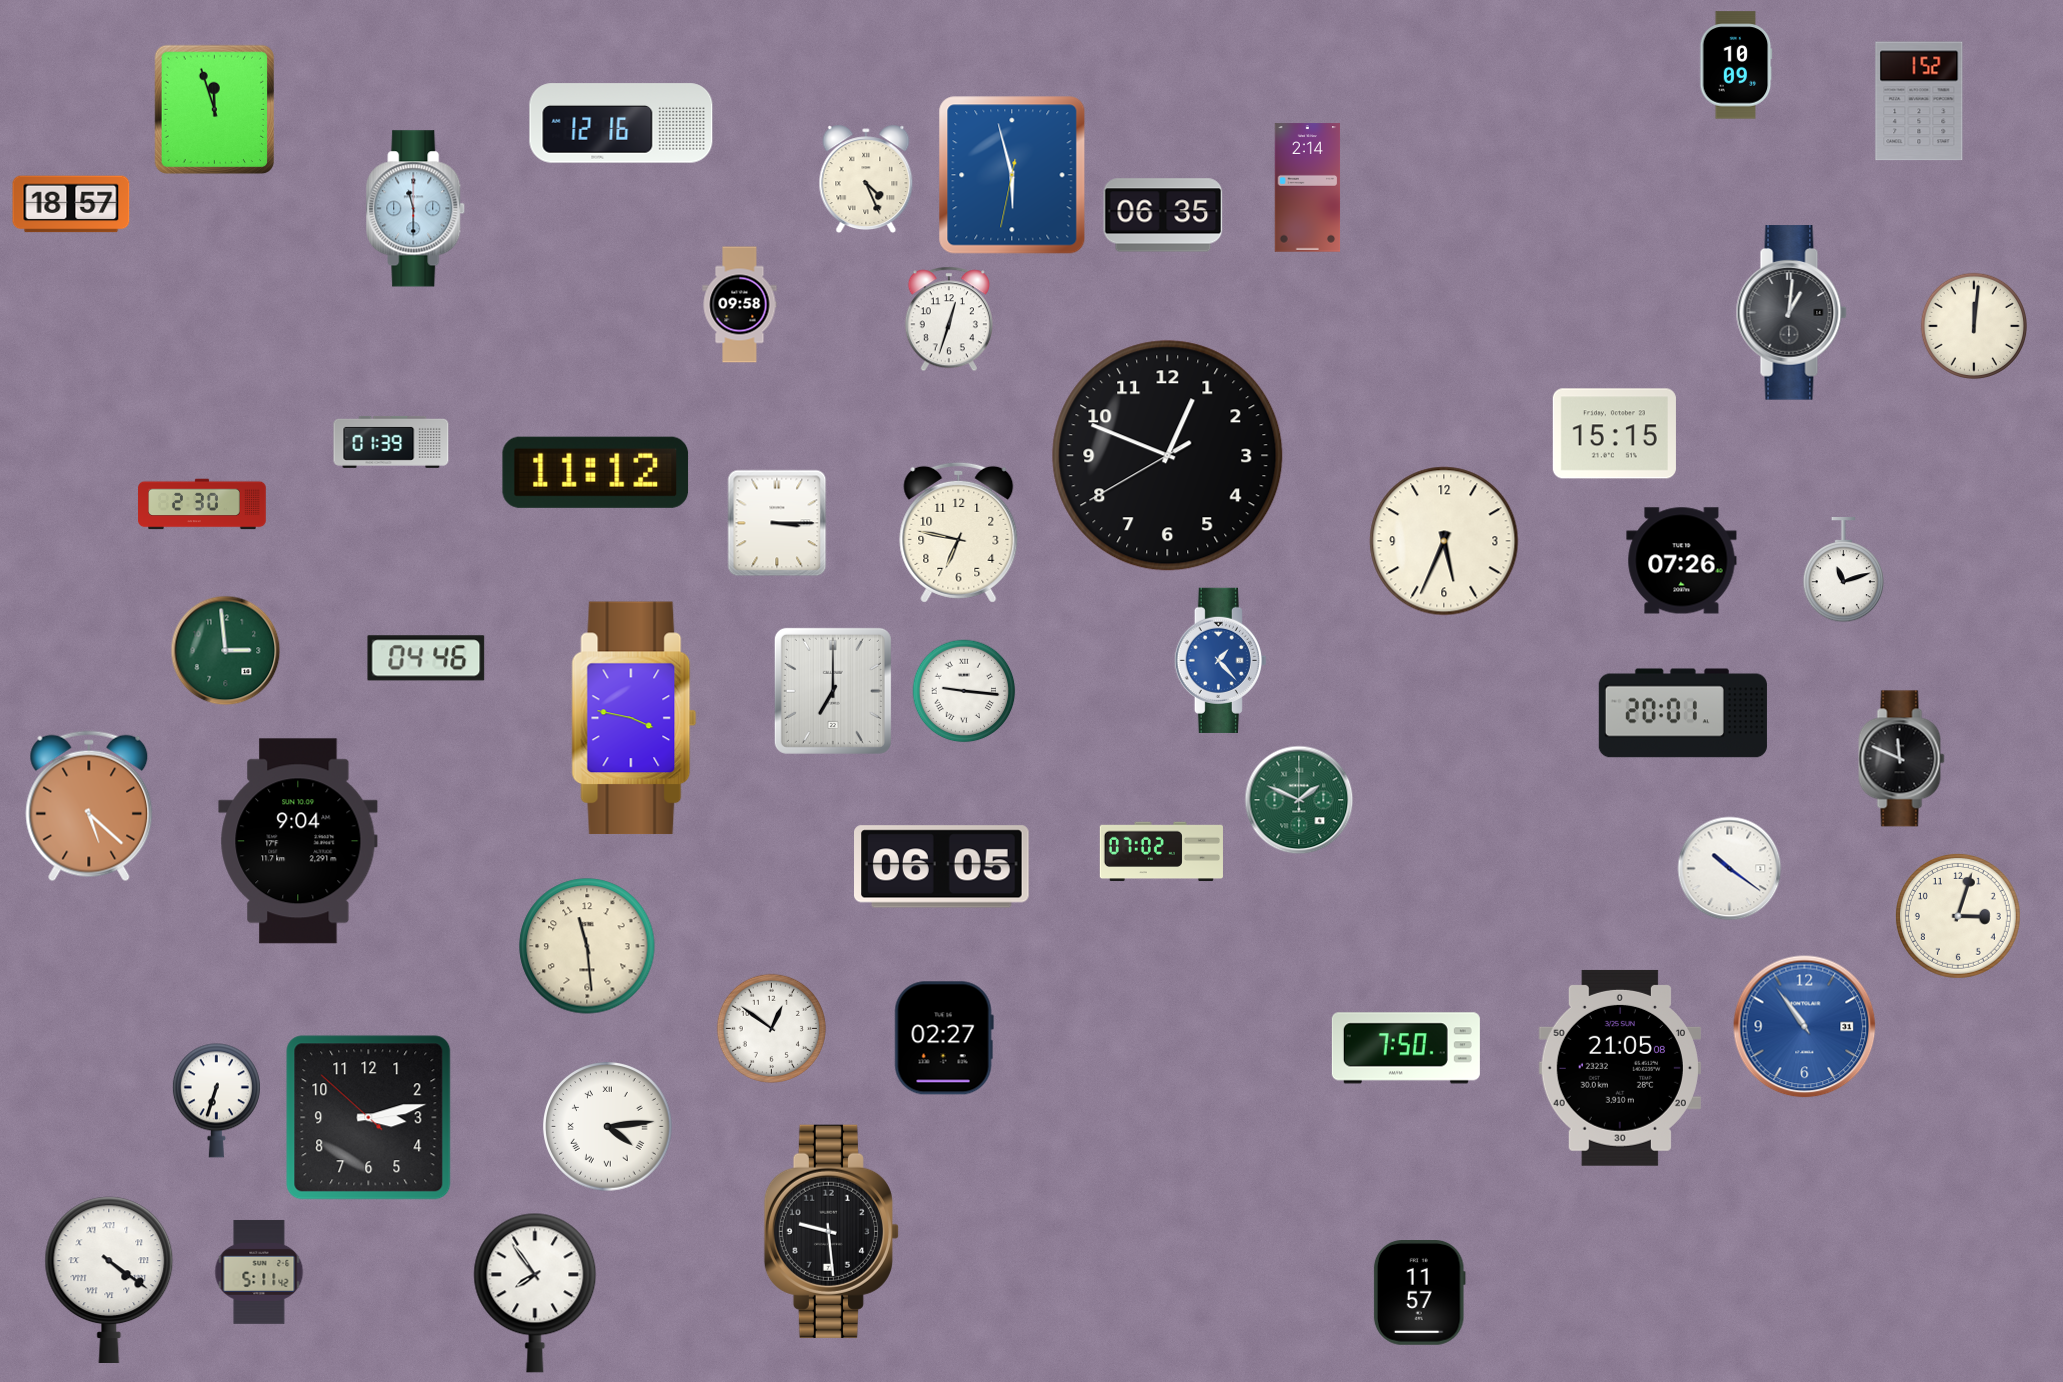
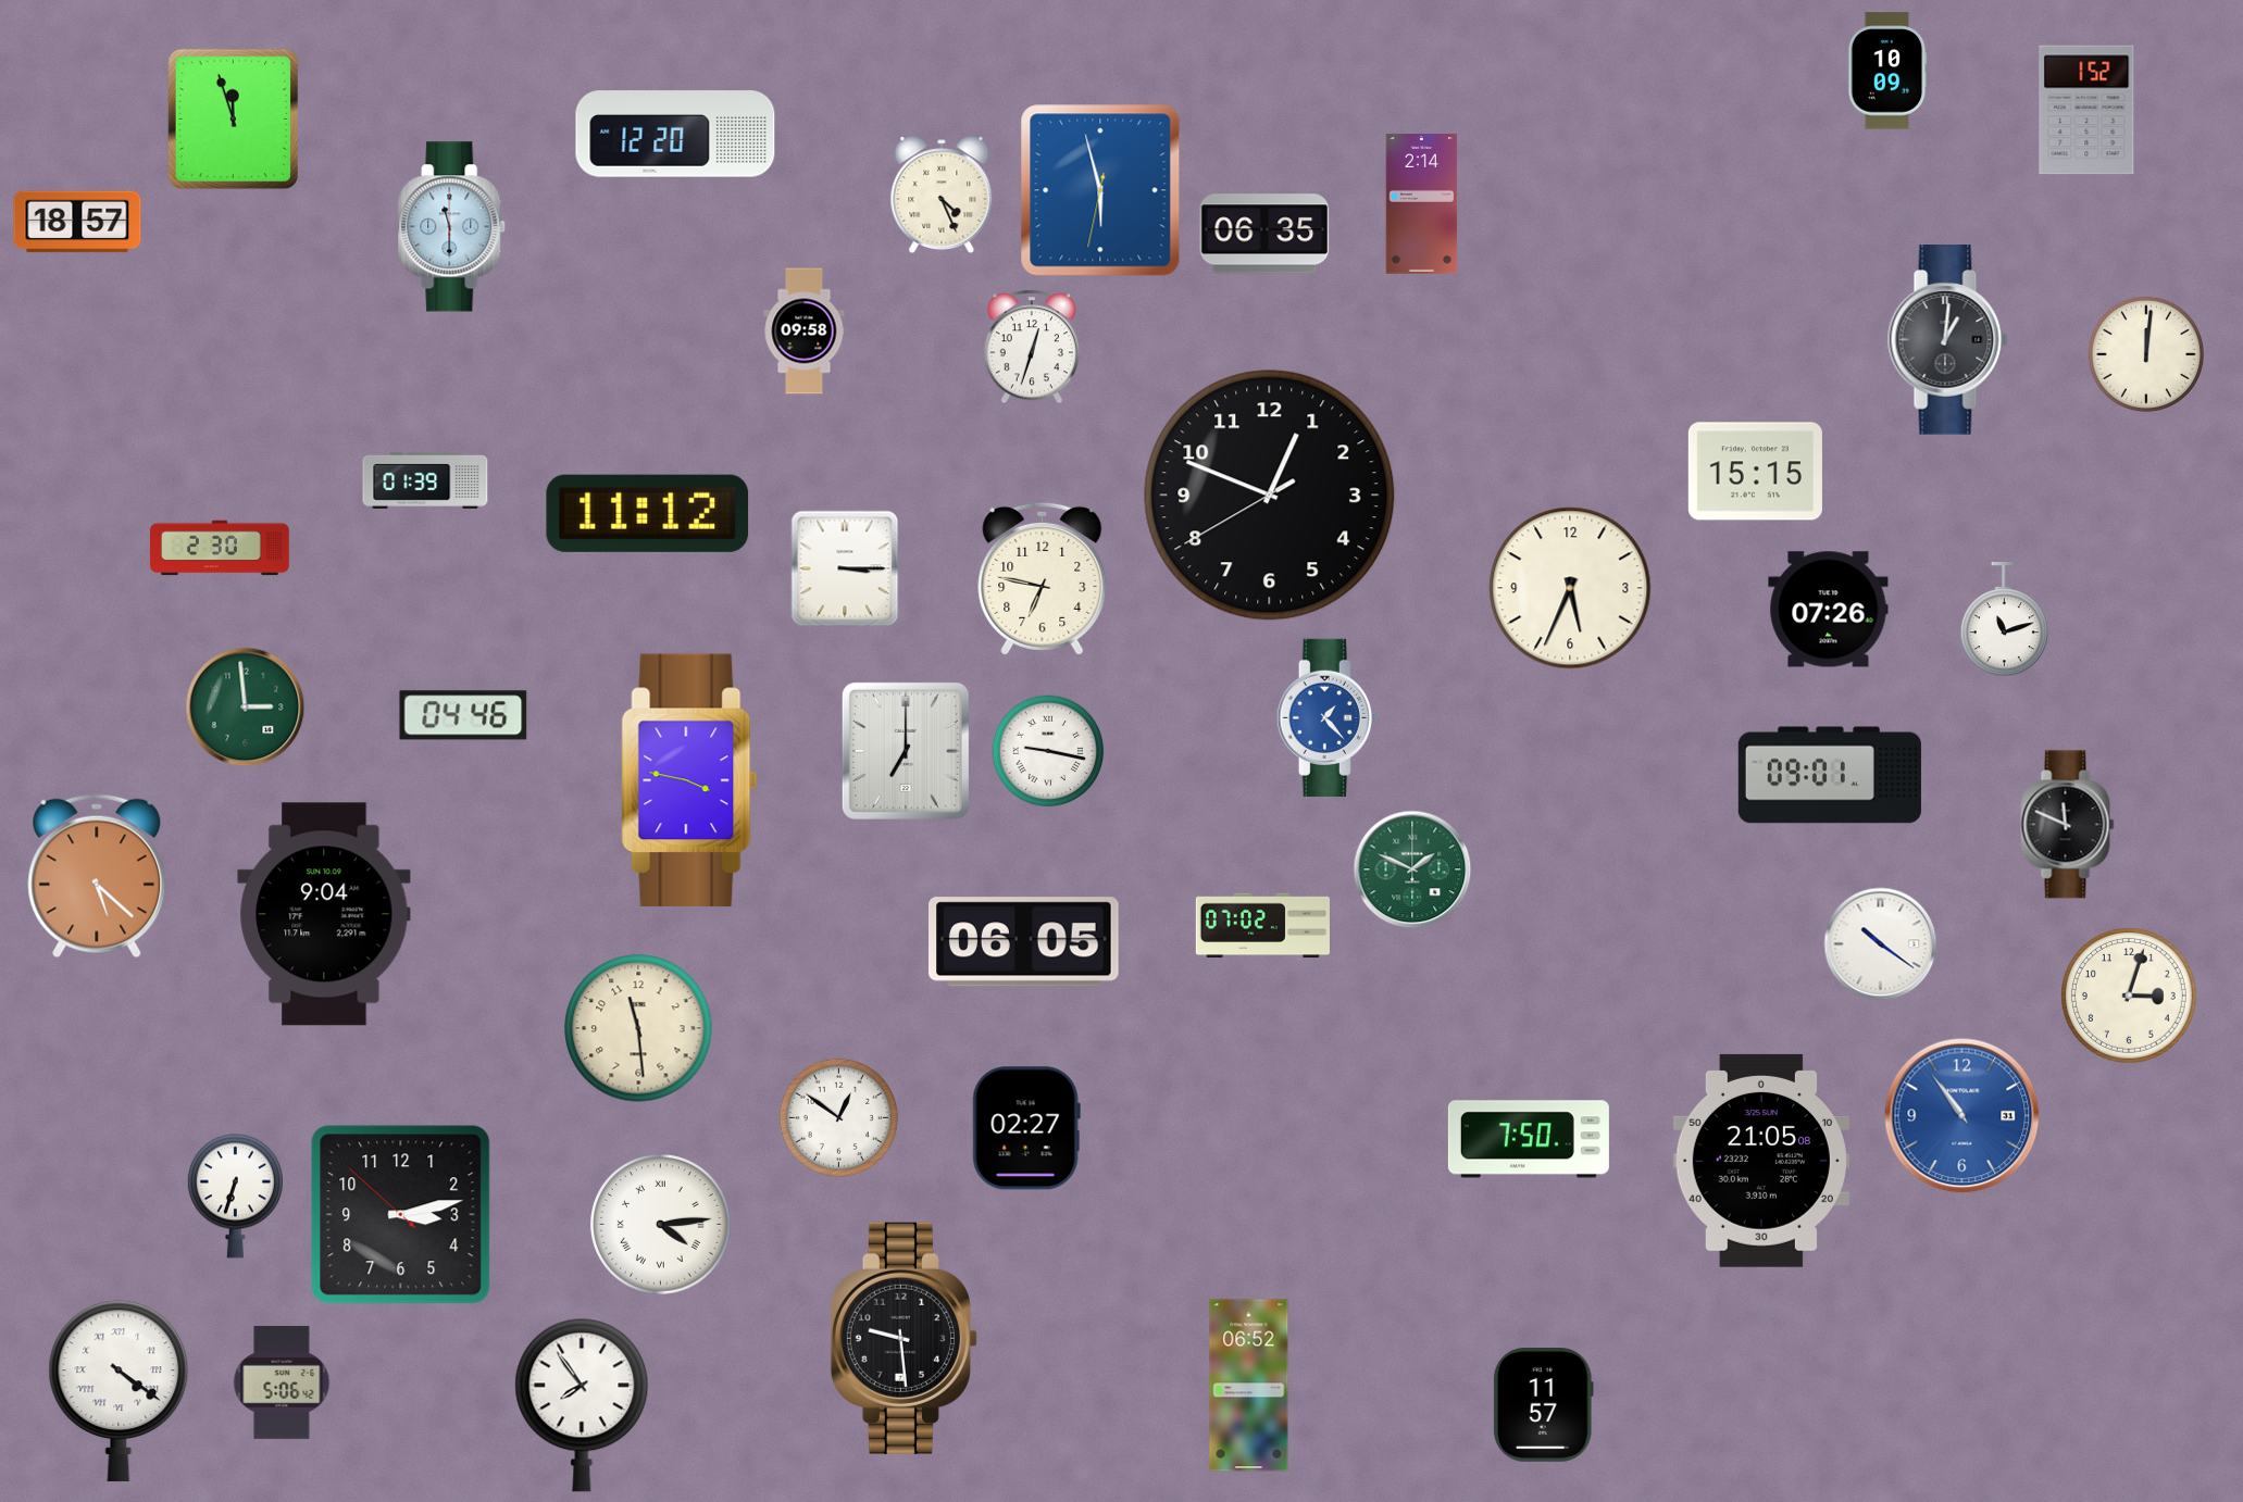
clock at (621, 123): 12:16 -> 12:20
clock at (964, 691): 9:16 -> 9:17
clock at (1683, 713): 20:01 -> 09:01
clock at (259, 1272): 5:11 -> 5:06
clock at (1249, 1386): none -> 06:52
